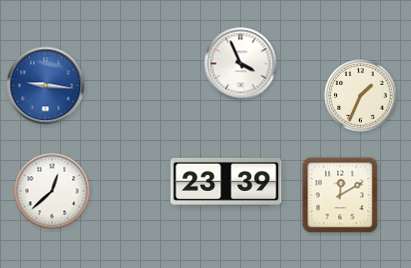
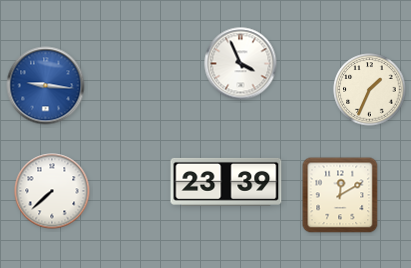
clock at (361, 96) position: (361, 96) -> (370, 90)
clock at (52, 191): 12:38 -> 7:38
